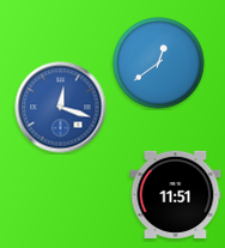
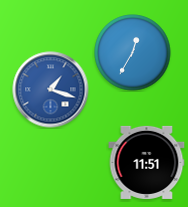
clock at (159, 63): 12:39 -> 12:35
clock at (61, 108): 12:18 -> 1:18
